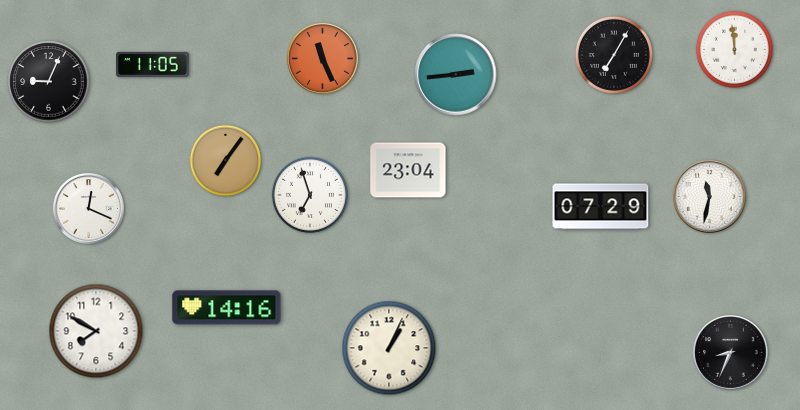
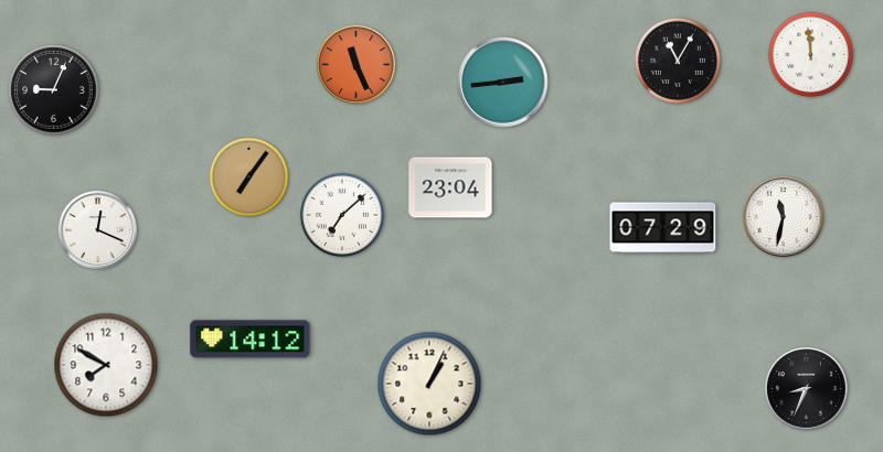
clock at (614, 55): 7:05 -> 11:05
clock at (153, 64): 11:05 -> none
clock at (310, 195): 6:57 -> 7:08
clock at (227, 308): 14:16 -> 14:12
